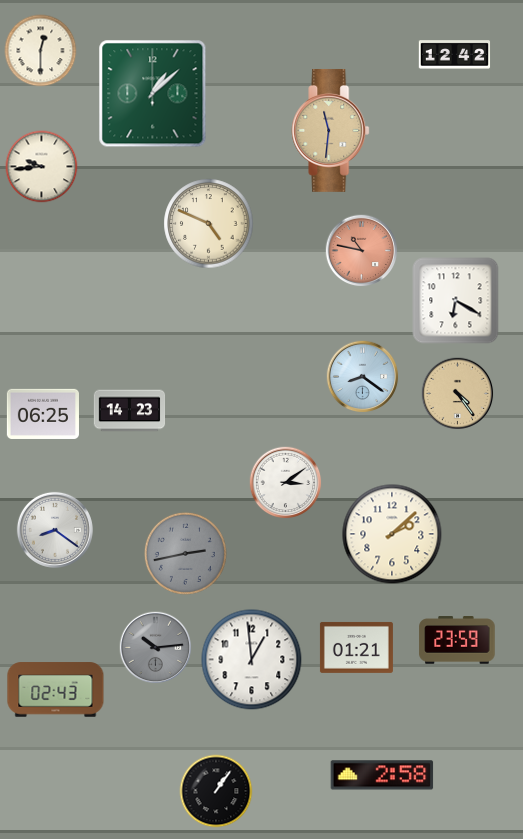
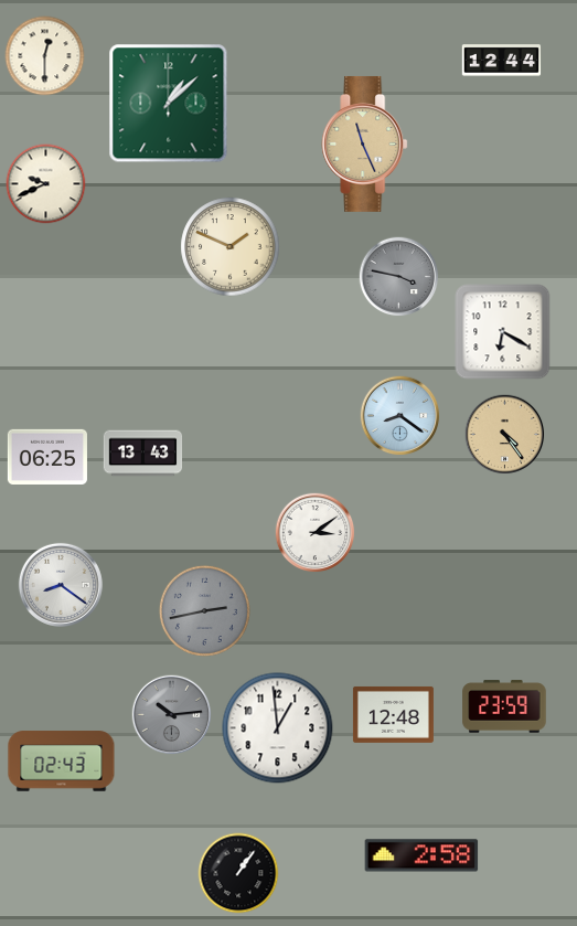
clock at (455, 55): 12:42 -> 12:44
clock at (331, 130): 11:31 -> 11:26
clock at (42, 167): 9:44 -> 9:41
clock at (209, 224): 4:49 -> 1:49
clock at (362, 251): 10:47 -> 3:47
clock at (362, 251) dial: salmon -> grey
clock at (130, 411): 14:23 -> 13:43
clock at (392, 534): 2:08 -> none
clock at (356, 647): 01:21 -> 12:48
